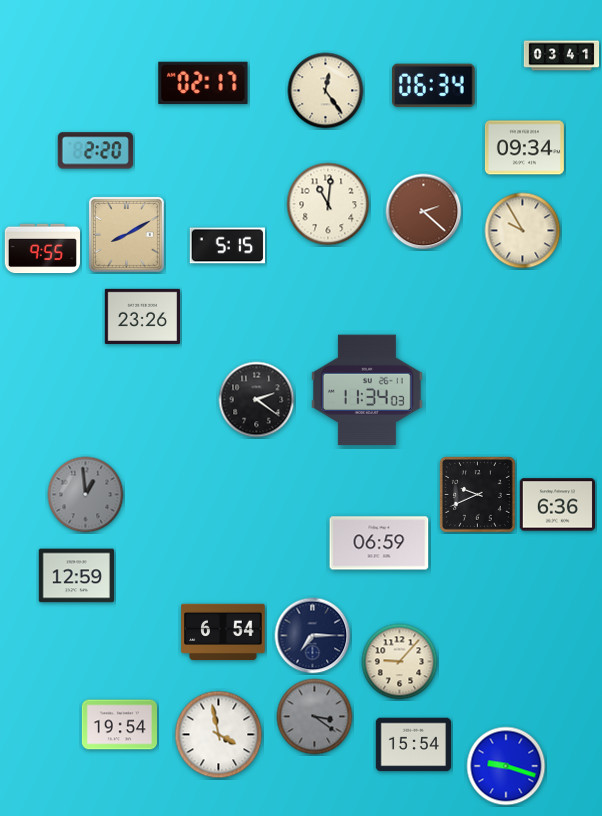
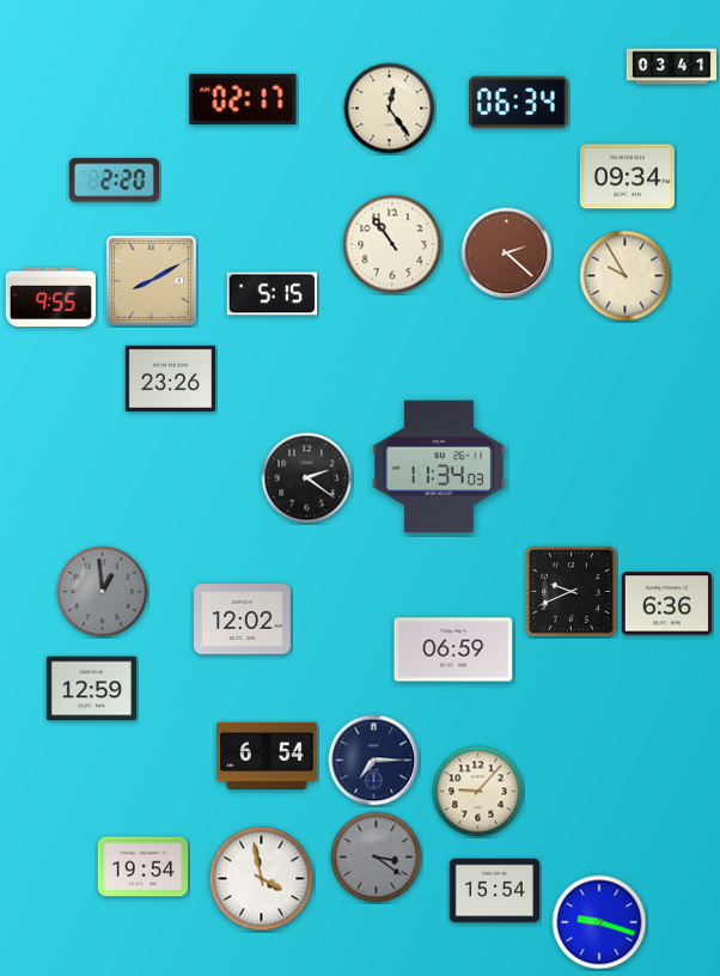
clock at (328, 204): 11:01 -> 10:54
clock at (243, 620): none -> 12:02
clock at (506, 766) position: (506, 766) -> (599, 922)
